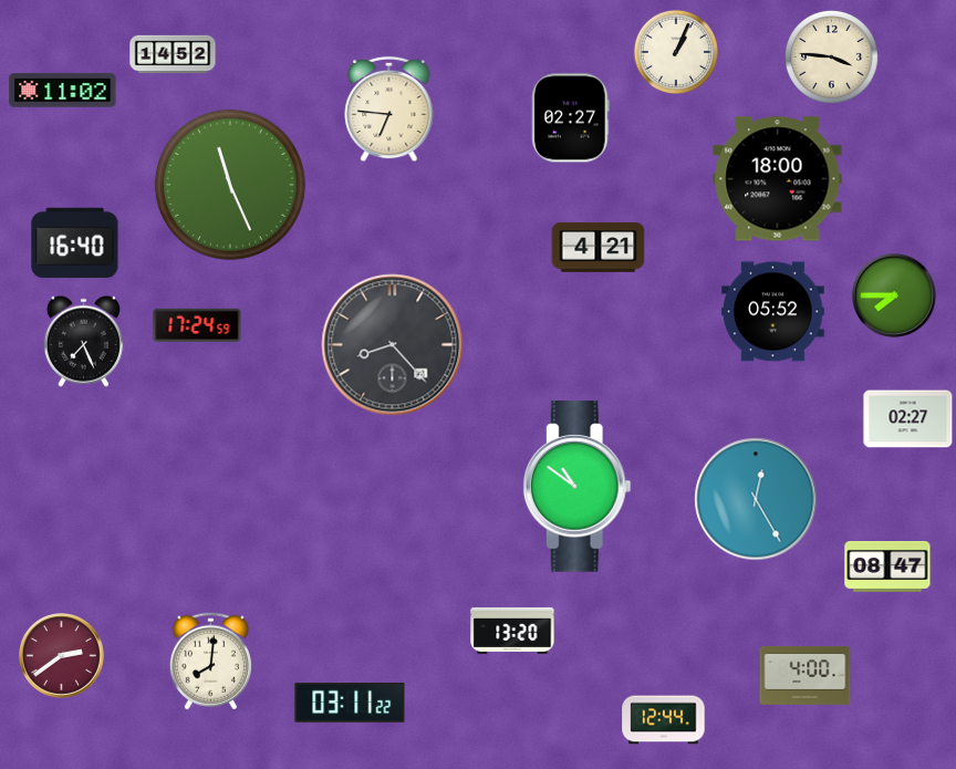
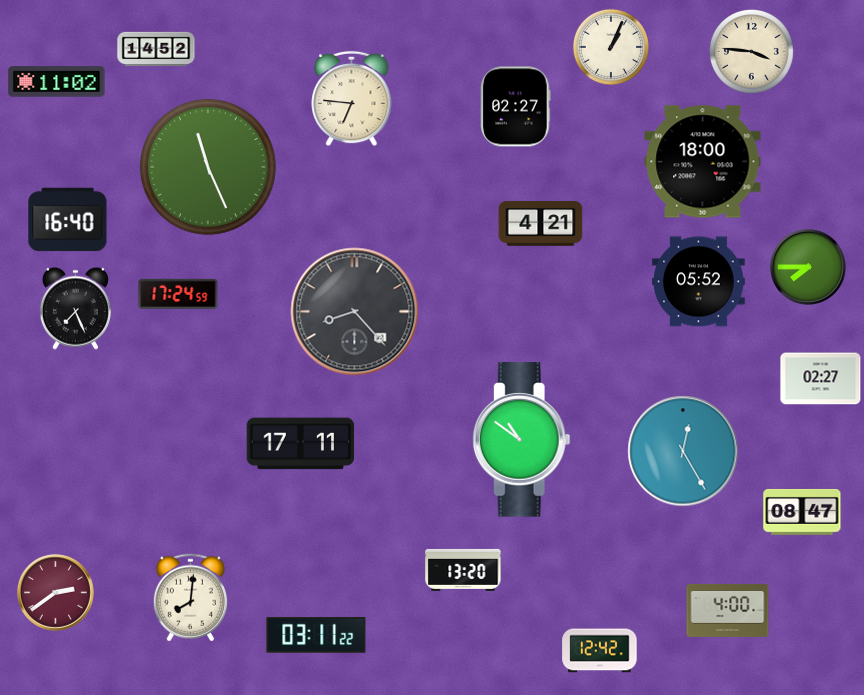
clock at (301, 444): none -> 17:11
clock at (664, 720): 12:44 -> 12:42
